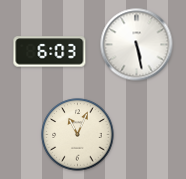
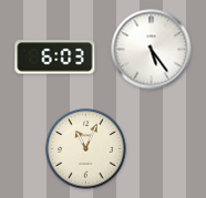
clock at (137, 45): 5:28 -> 5:24
